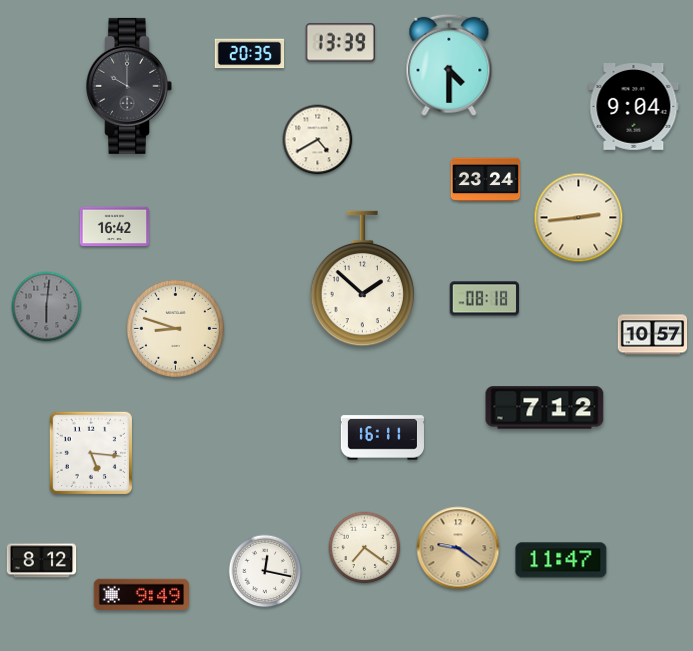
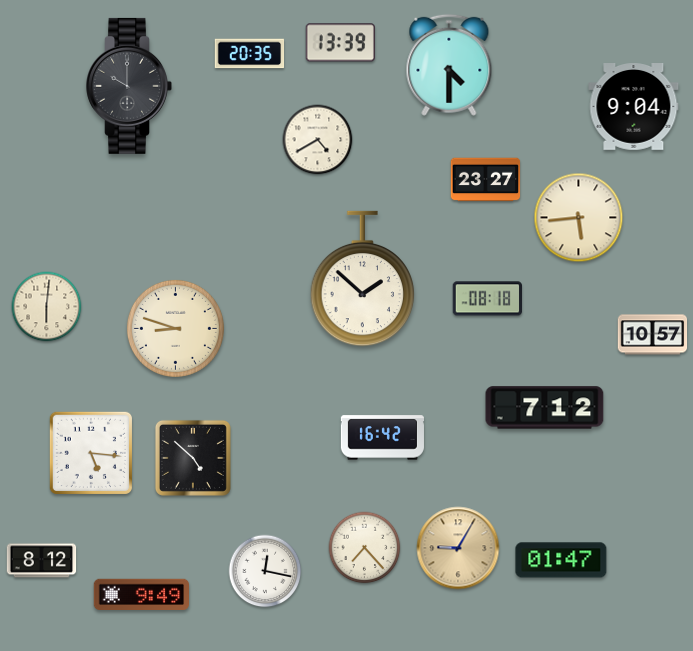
clock at (486, 180): 23:24 -> 23:27
clock at (579, 218): 2:44 -> 5:44
clock at (115, 227): 16:42 -> none
clock at (485, 299) position: (485, 299) -> (488, 299)
clock at (47, 307) dial: grey -> cream
clock at (382, 438): 16:11 -> 16:42
clock at (193, 458): none -> 4:52
clock at (365, 548): 7:21 -> 7:23
clock at (458, 548): 9:21 -> 9:05
clock at (561, 560): 11:47 -> 01:47
